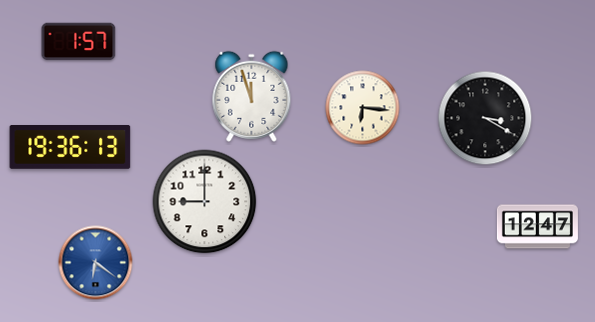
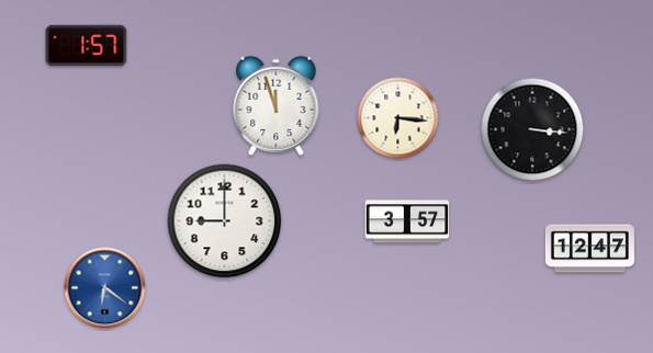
clock at (485, 118): 3:20 -> 3:16
clock at (70, 148): 19:36 -> none
clock at (407, 221): none -> 3:57
